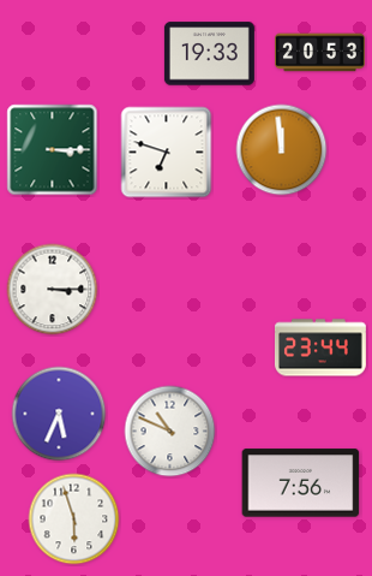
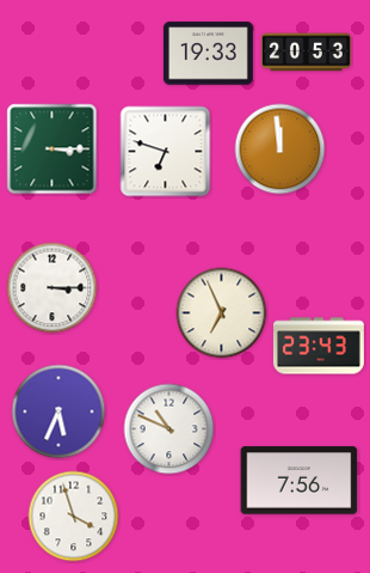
clock at (319, 53) position: (319, 53) -> (306, 53)
clock at (222, 313): none -> 6:56
clock at (320, 348): 23:44 -> 23:43
clock at (74, 519): 5:57 -> 3:57
